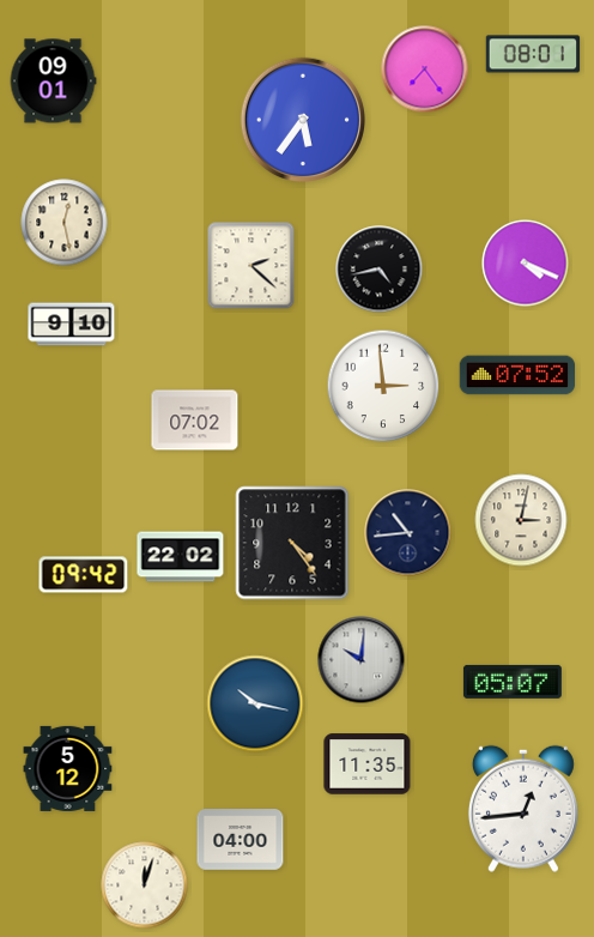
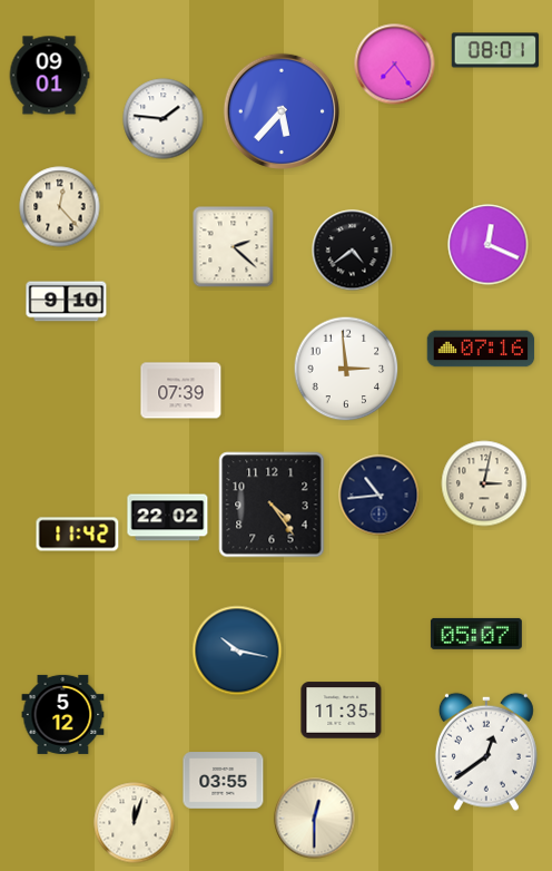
clock at (302, 119): 5:36 -> 5:37
clock at (164, 119): none -> 1:46
clock at (65, 223): 12:28 -> 12:23
clock at (526, 264): 4:19 -> 12:19
clock at (380, 270): 4:43 -> 4:39
clock at (517, 375): 07:52 -> 07:16
clock at (383, 386) position: (383, 386) -> (346, 369)
clock at (195, 421): 07:02 -> 07:39
clock at (84, 575): 09:42 -> 11:42
clock at (362, 660): 10:01 -> none
clock at (255, 703) position: (255, 703) -> (237, 650)
clock at (523, 809): 12:44 -> 12:39
clock at (241, 840): 04:00 -> 03:55
clock at (315, 819): none -> 12:30
